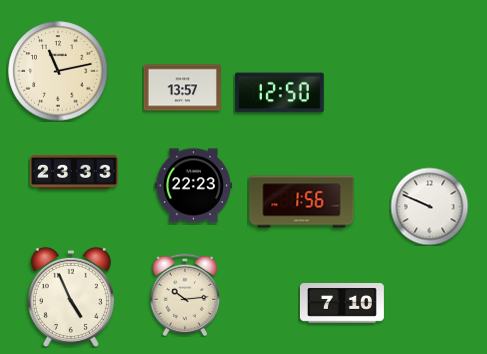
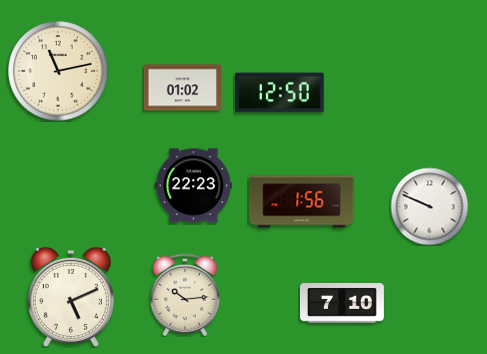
clock at (182, 88): 13:57 -> 01:02
clock at (74, 172): 23:33 -> none
clock at (71, 297): 4:56 -> 5:11
